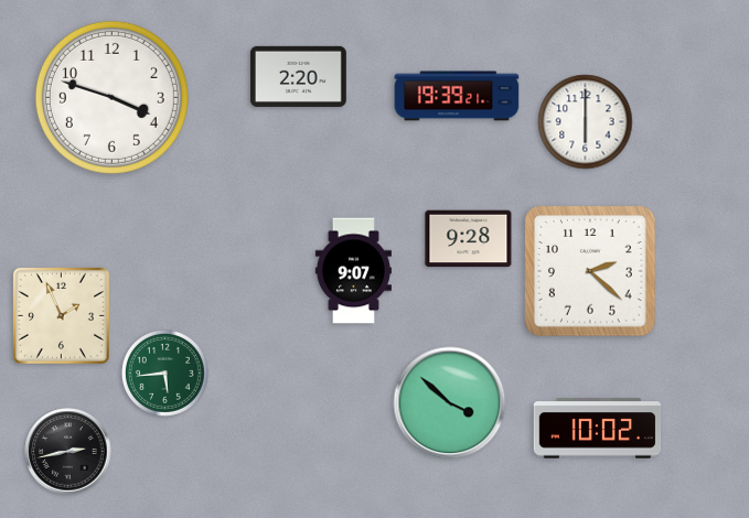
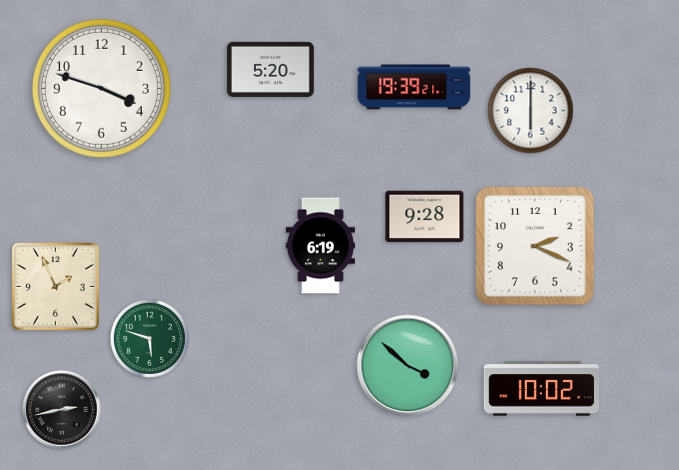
clock at (298, 76): 2:20 -> 5:20
clock at (353, 271): 9:07 -> 6:19
clock at (591, 272): 2:22 -> 2:19
clock at (165, 374): 5:44 -> 5:48
